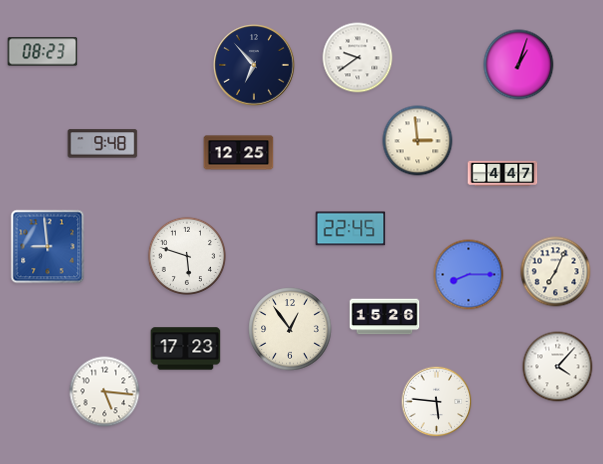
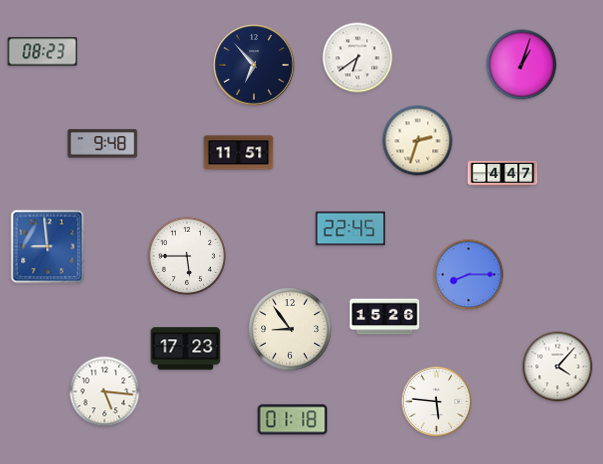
clock at (358, 58): 9:39 -> 6:39
clock at (519, 65) position: (519, 65) -> (522, 65)
clock at (418, 141): 2:59 -> 2:33
clock at (239, 153): 12:25 -> 11:51
clock at (186, 255): 5:48 -> 5:45
clock at (556, 272): 7:04 -> none
clock at (290, 329): 12:54 -> 8:54
clock at (293, 420): none -> 01:18
